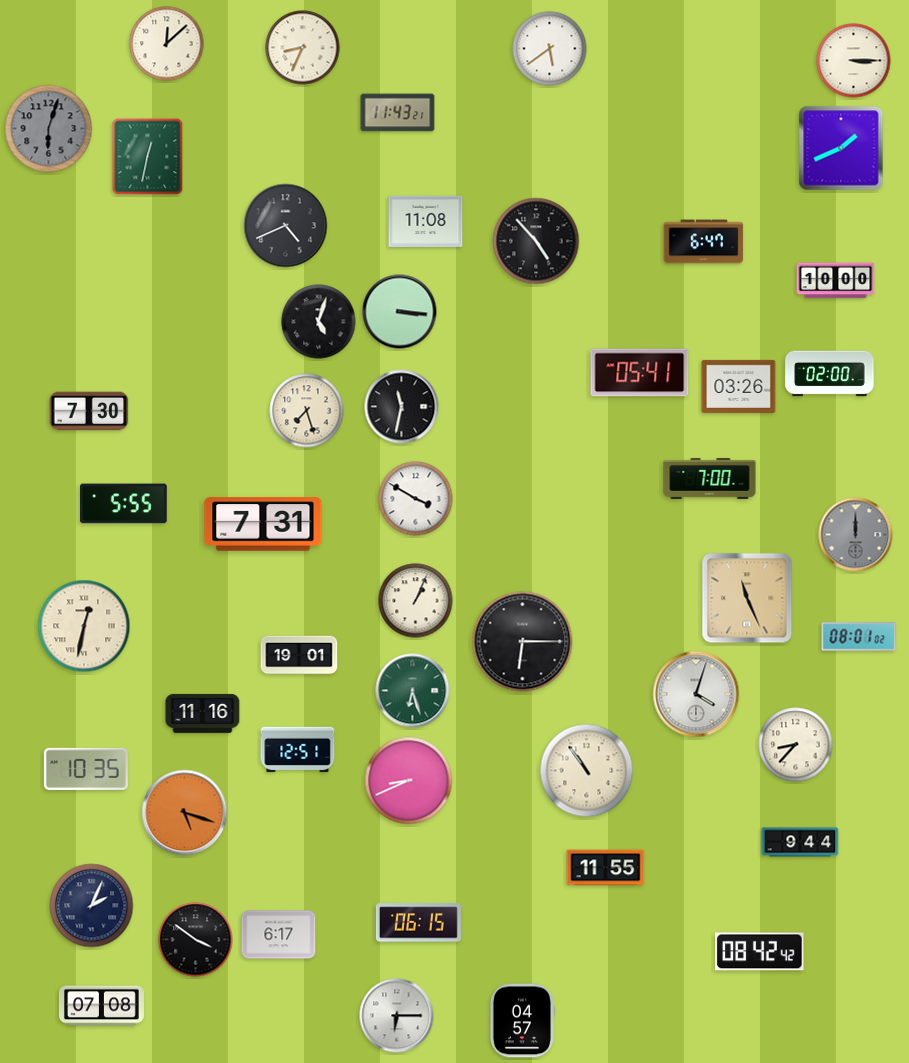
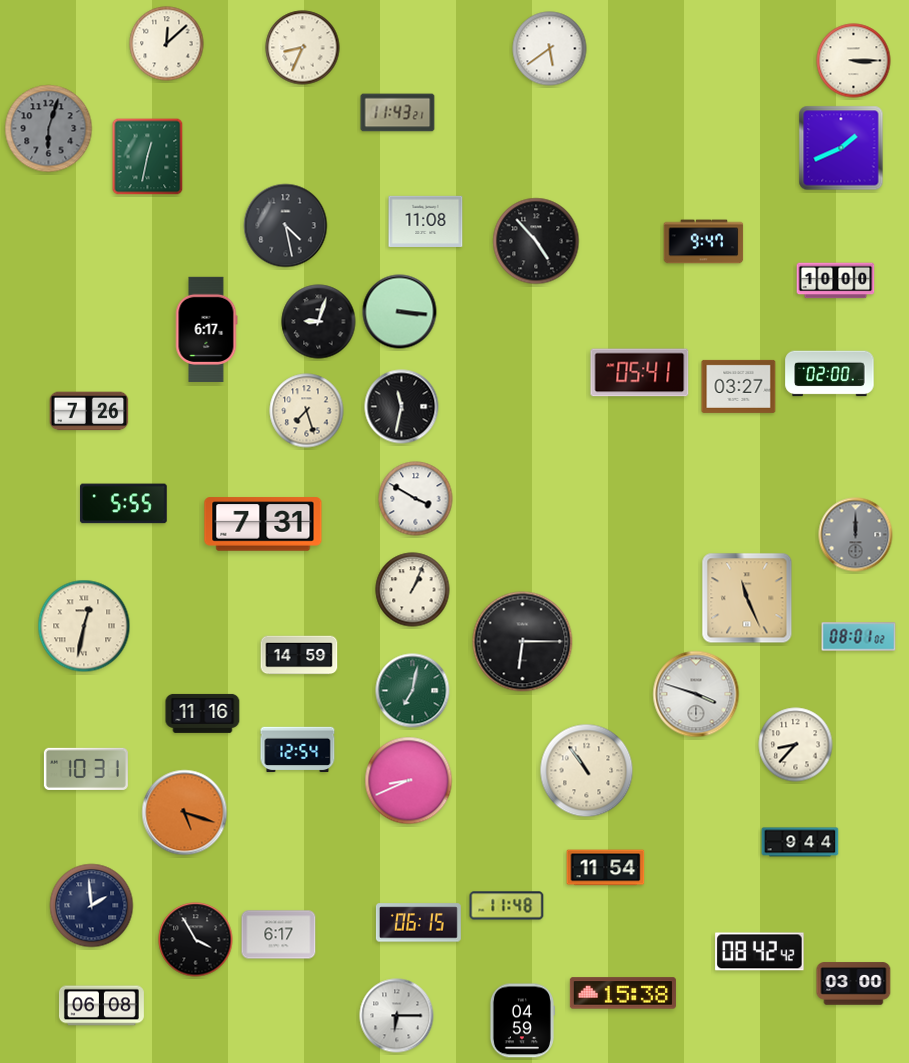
clock at (286, 226): 4:41 -> 4:28
clock at (704, 242): 6:47 -> 9:47
clock at (319, 322): 5:03 -> 9:03
clock at (206, 329): none -> 6:17
clock at (739, 386): 03:26 -> 03:27
clock at (89, 411): 7:30 -> 7:26
clock at (710, 478): 7:00 -> none
clock at (416, 601) position: (416, 601) -> (413, 590)
clock at (299, 655): 19:01 -> 14:59
clock at (413, 691): 6:27 -> 7:02
clock at (696, 694): 4:03 -> 3:48
clock at (298, 750): 12:51 -> 12:54
clock at (86, 769): 10:35 -> 10:31
clock at (606, 868): 11:55 -> 11:54
clock at (92, 906): 2:04 -> 1:59
clock at (507, 906): none -> 11:48
clock at (196, 940): 3:51 -> 3:55
clock at (854, 984): none -> 03:00
clock at (623, 993): none -> 15:38
clock at (101, 1006): 07:08 -> 06:08
clock at (522, 1021): 04:57 -> 04:59
